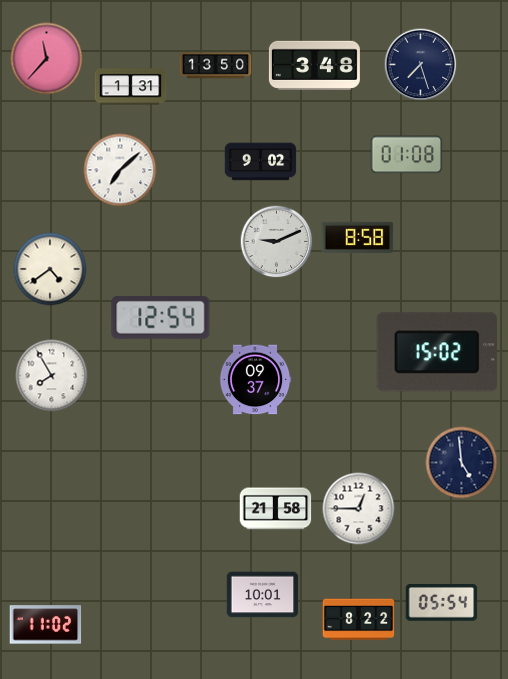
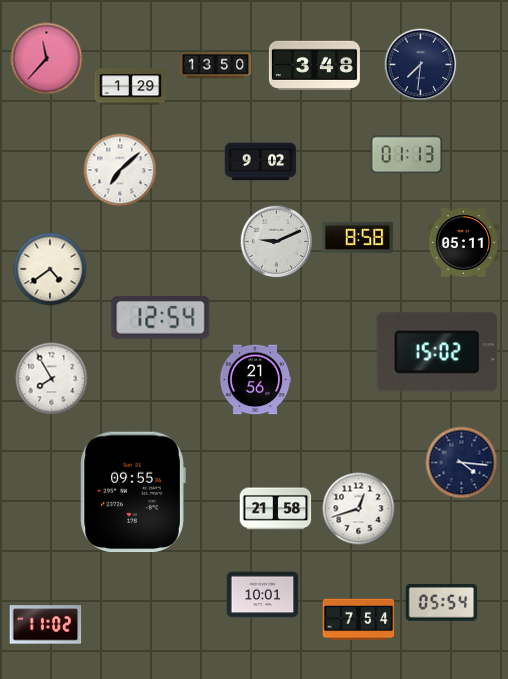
clock at (421, 65): 7:27 -> 7:31
clock at (131, 87): 1:31 -> 1:29
clock at (407, 155): 01:08 -> 01:13
clock at (464, 243): none -> 05:11
clock at (52, 376) position: (52, 376) -> (52, 379)
clock at (255, 380): 09:37 -> 21:56
clock at (462, 463): 4:59 -> 4:16
clock at (133, 492): none -> 09:55
clock at (359, 509): 12:45 -> 12:42
clock at (359, 620): 8:22 -> 7:54
